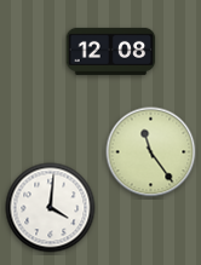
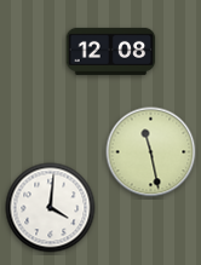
clock at (151, 152): 11:24 -> 11:28
